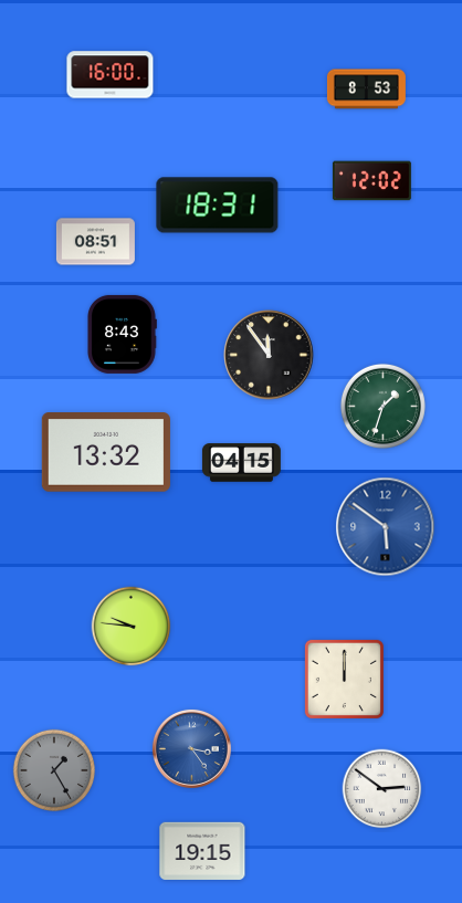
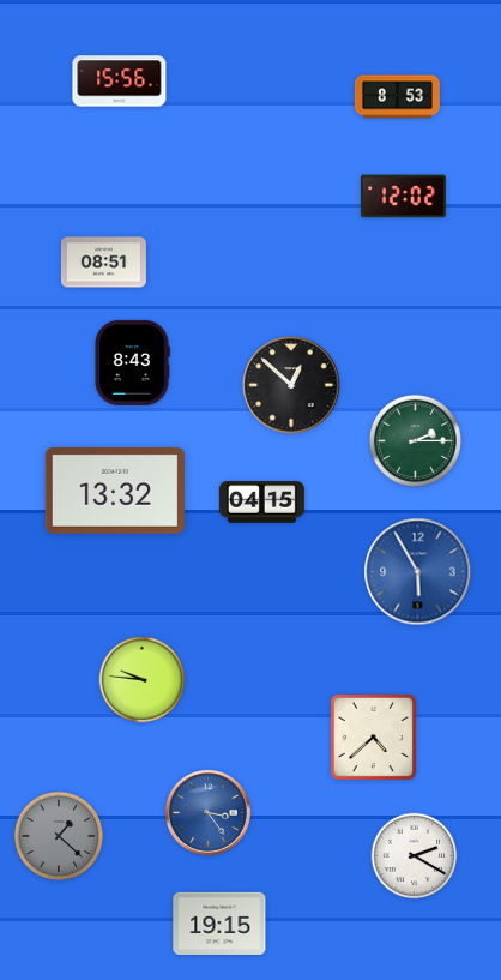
clock at (111, 75): 16:00 -> 15:56
clock at (218, 206): 18:31 -> none
clock at (269, 355): 11:54 -> 12:52
clock at (382, 406): 1:33 -> 2:15
clock at (386, 527): 5:51 -> 5:55
clock at (344, 679): 12:00 -> 4:38
clock at (54, 770): 1:25 -> 1:22
clock at (382, 789): 2:51 -> 2:20
